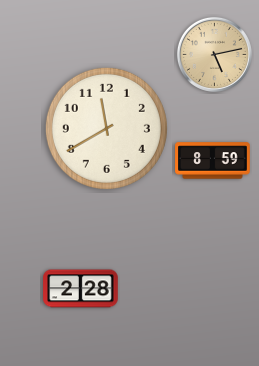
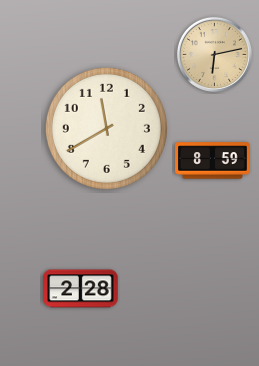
clock at (214, 54): 5:13 -> 6:13
